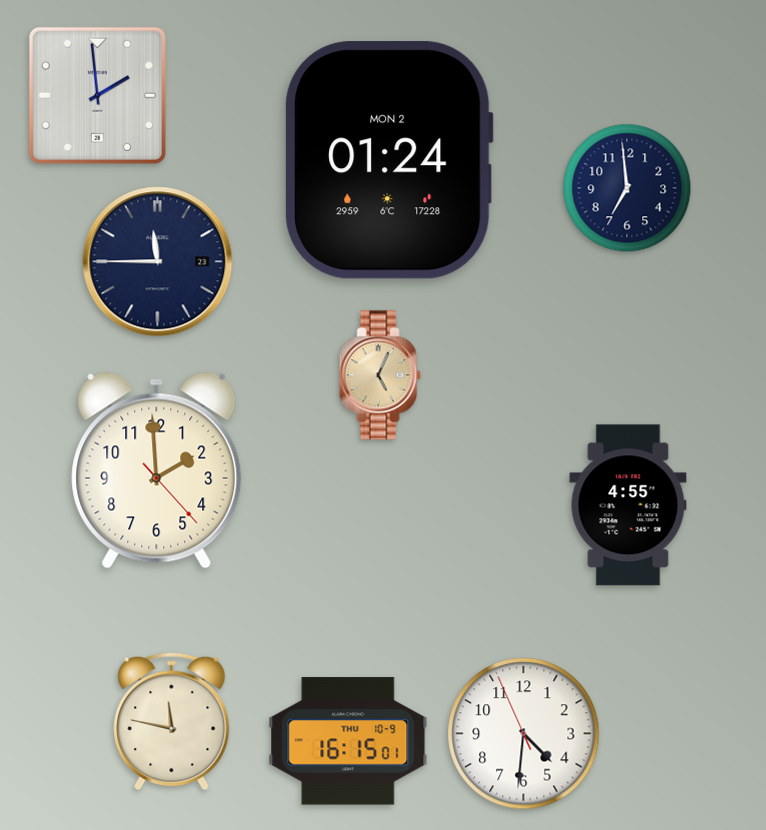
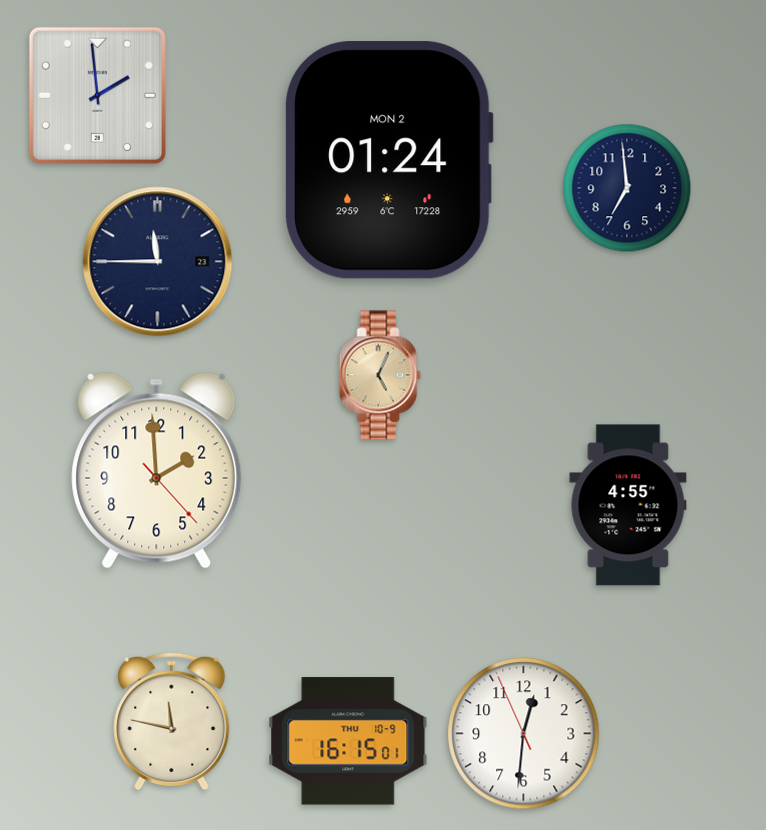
clock at (524, 734): 4:30 -> 12:30
